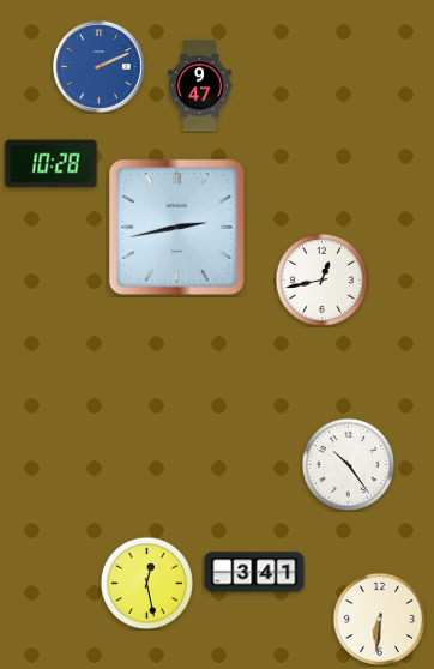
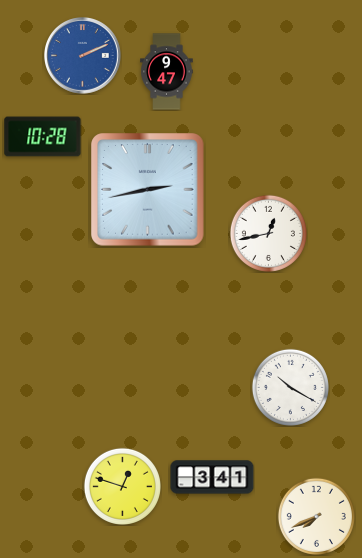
clock at (348, 464): 10:24 -> 10:20
clock at (146, 583): 12:28 -> 12:48
clock at (379, 619): 6:31 -> 7:41
